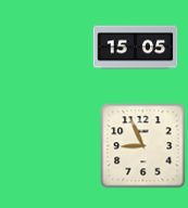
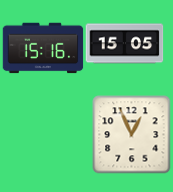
clock at (43, 48): none -> 15:16
clock at (142, 145): 8:56 -> 12:56
